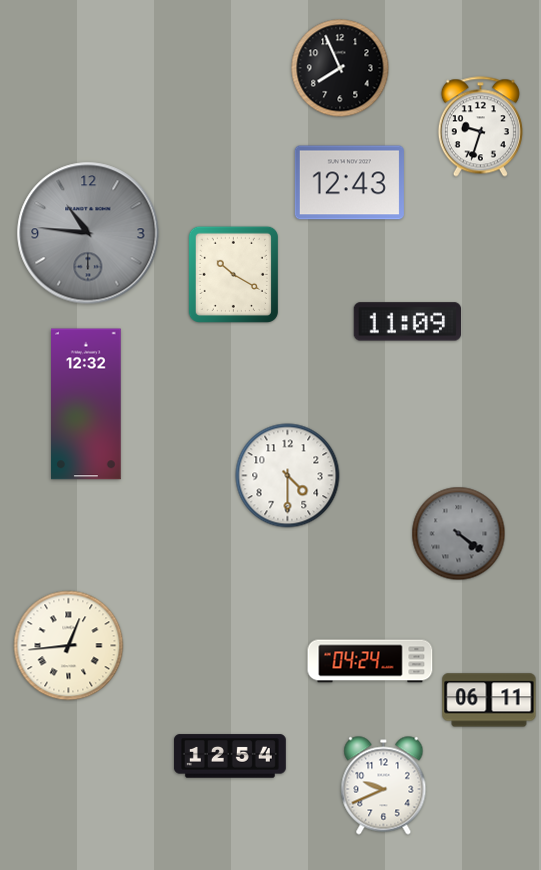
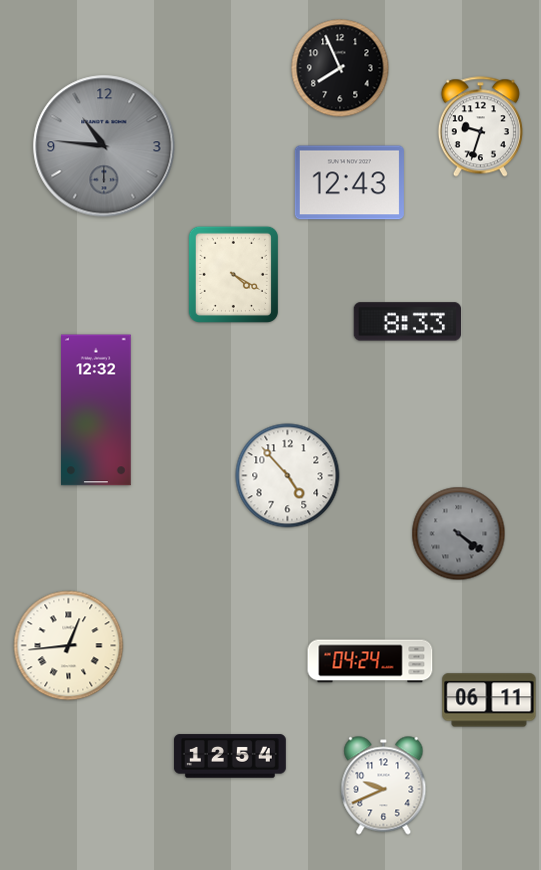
clock at (88, 233) position: (88, 233) -> (104, 146)
clock at (233, 274): 10:20 -> 4:20
clock at (407, 322): 11:09 -> 8:33
clock at (87, 404) position: (87, 404) -> (97, 410)
clock at (288, 476): 4:30 -> 4:53
